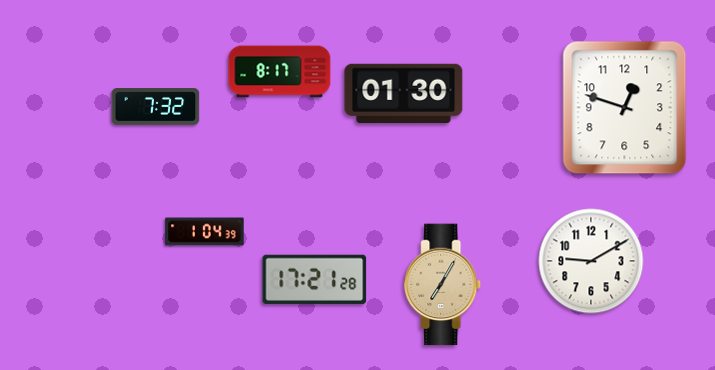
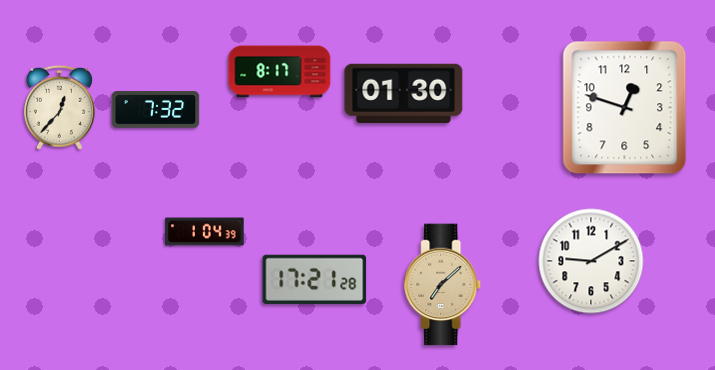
clock at (59, 107): none -> 12:37
clock at (156, 107) position: (156, 107) -> (156, 110)
clock at (443, 285): 7:05 -> 7:08
